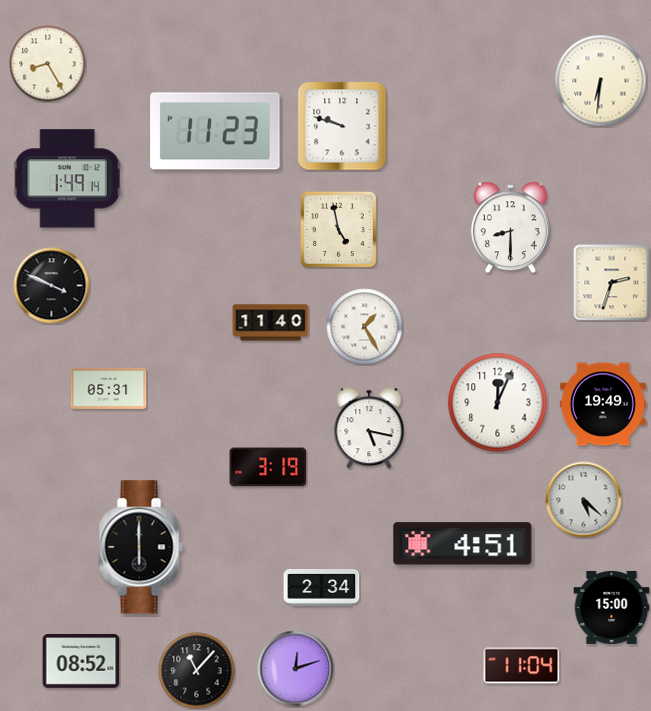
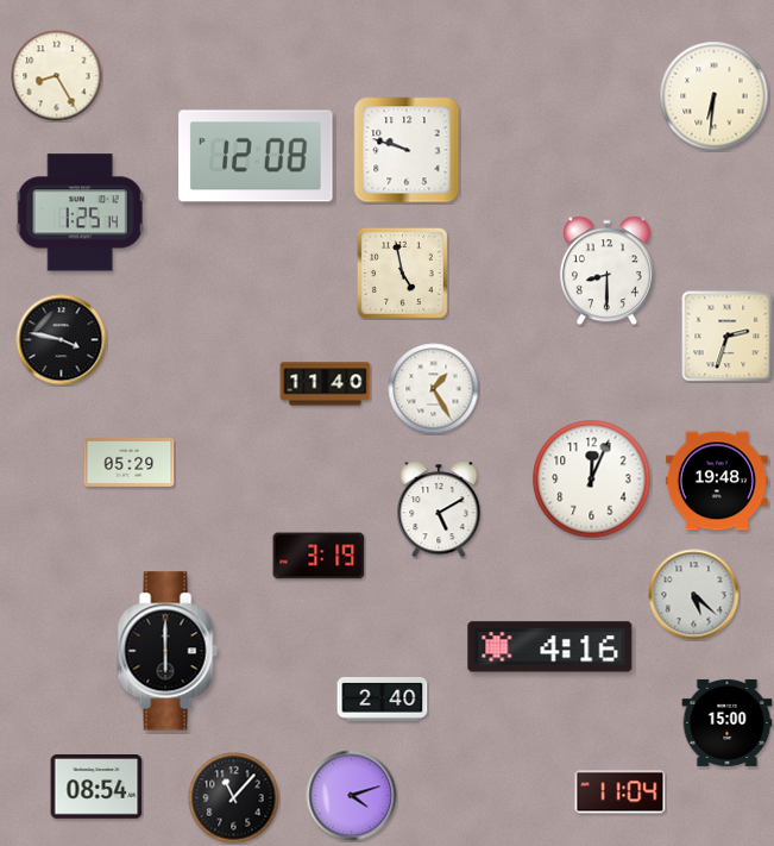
clock at (215, 131): 11:23 -> 12:08
clock at (67, 179): 1:49 -> 1:25
clock at (52, 286): 3:49 -> 3:47
clock at (271, 323) position: (271, 323) -> (326, 384)
clock at (109, 388): 05:31 -> 05:29
clock at (603, 404): 19:49 -> 19:48
clock at (369, 428): 5:17 -> 5:10
clock at (463, 544): 4:51 -> 4:16
clock at (322, 588): 2:34 -> 2:40
clock at (81, 662): 08:52 -> 08:54
clock at (296, 669): 12:12 -> 4:12
